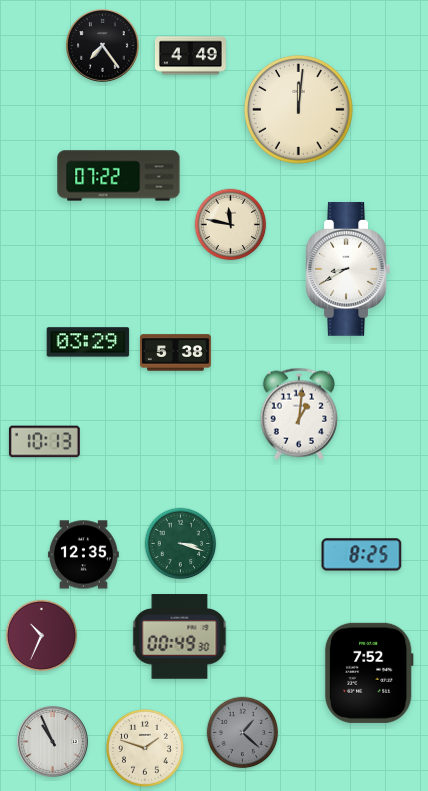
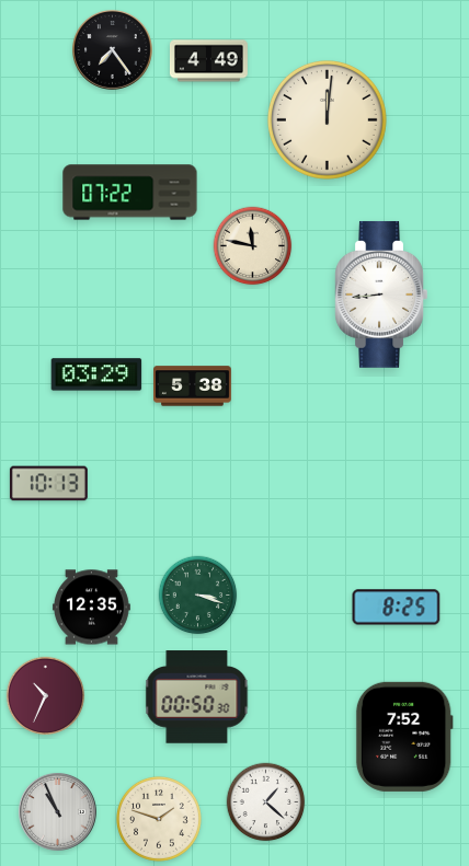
clock at (348, 269): 8:40 -> 8:44
clock at (299, 414): 1:01 -> none
clock at (180, 637): 00:49 -> 00:50
clock at (243, 733) dial: grey -> white
